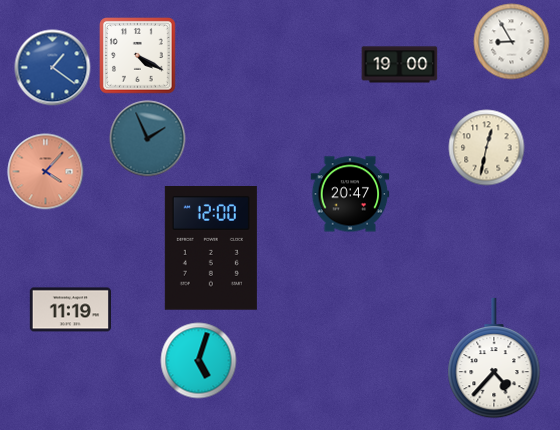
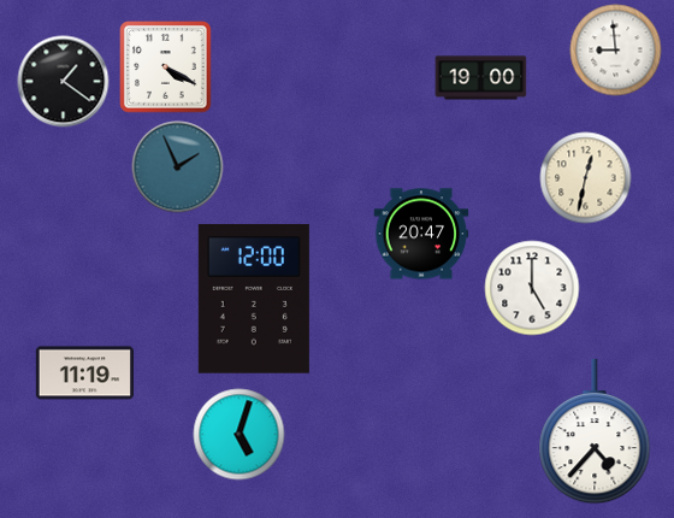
clock at (512, 42): 8:55 -> 8:59
clock at (53, 68) dial: blue -> black
clock at (46, 172): 4:07 -> none
clock at (532, 288): none -> 5:00
